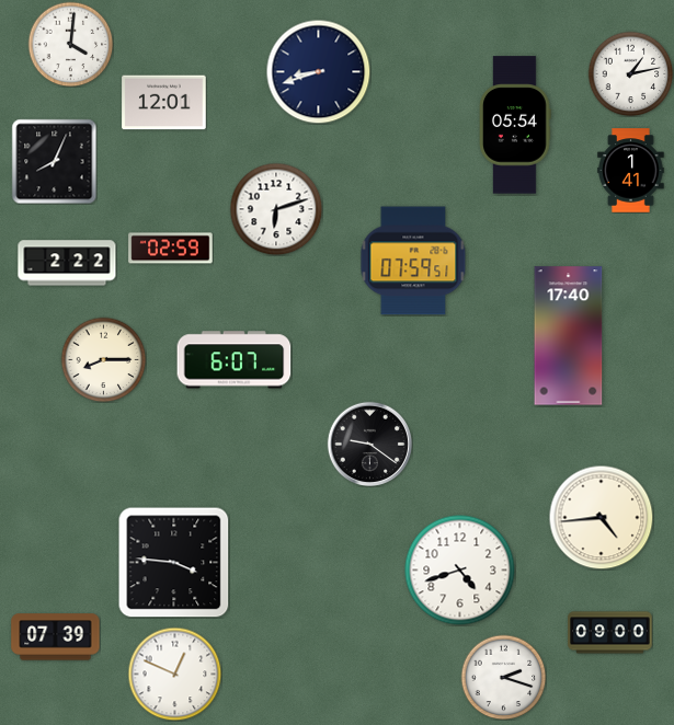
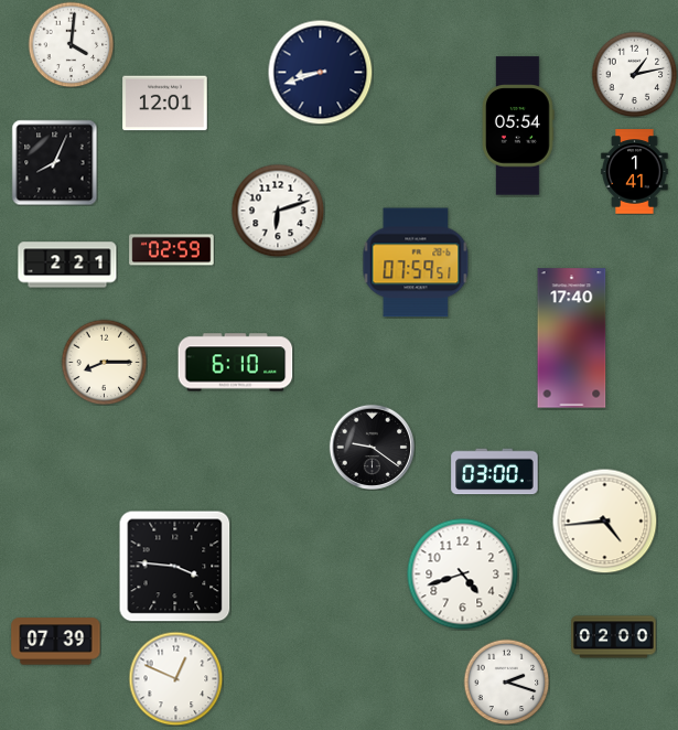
clock at (67, 263): 2:22 -> 2:21
clock at (235, 360): 6:07 -> 6:10
clock at (495, 472): none -> 03:00
clock at (610, 633): 09:00 -> 02:00
